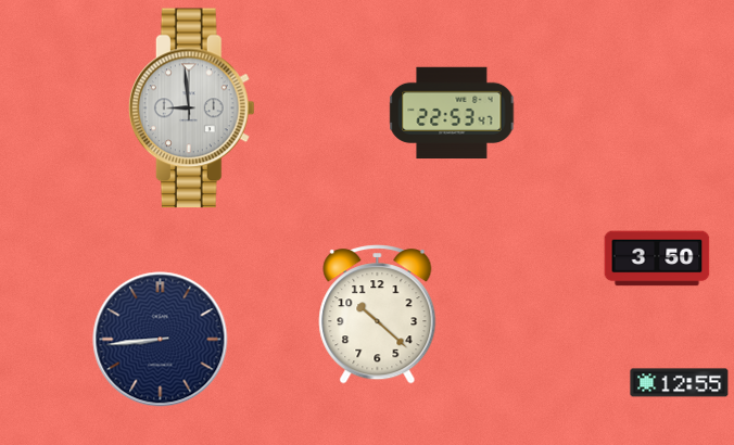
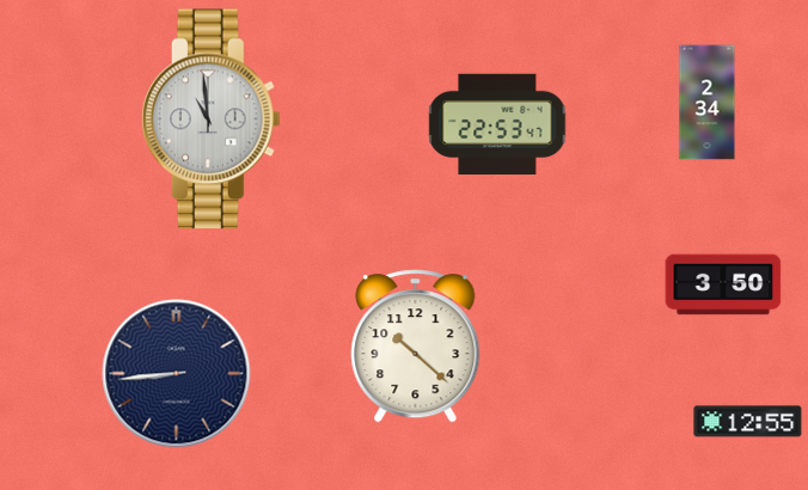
clock at (708, 103): none -> 2:34
clock at (191, 109): 8:59 -> 10:59
